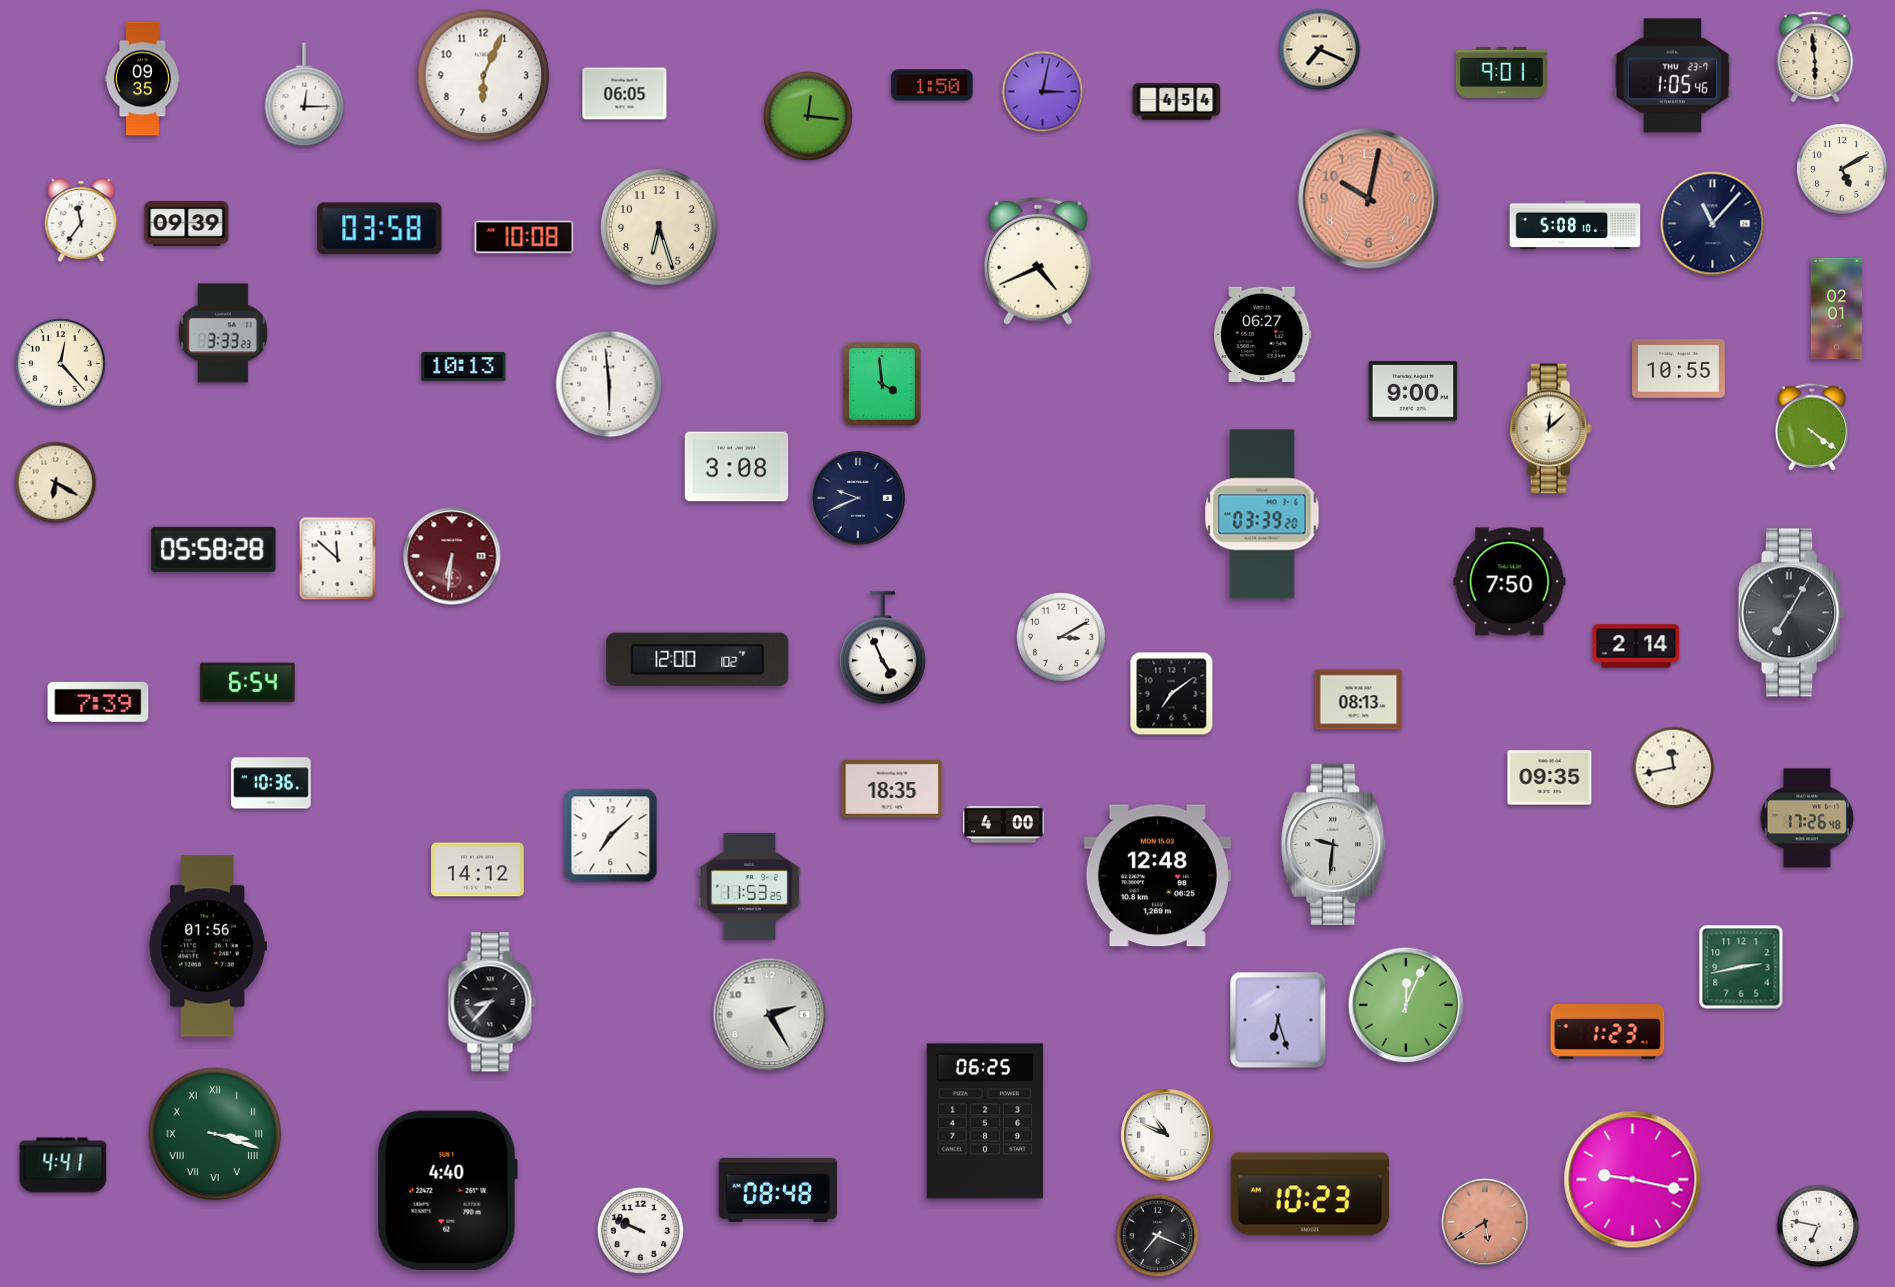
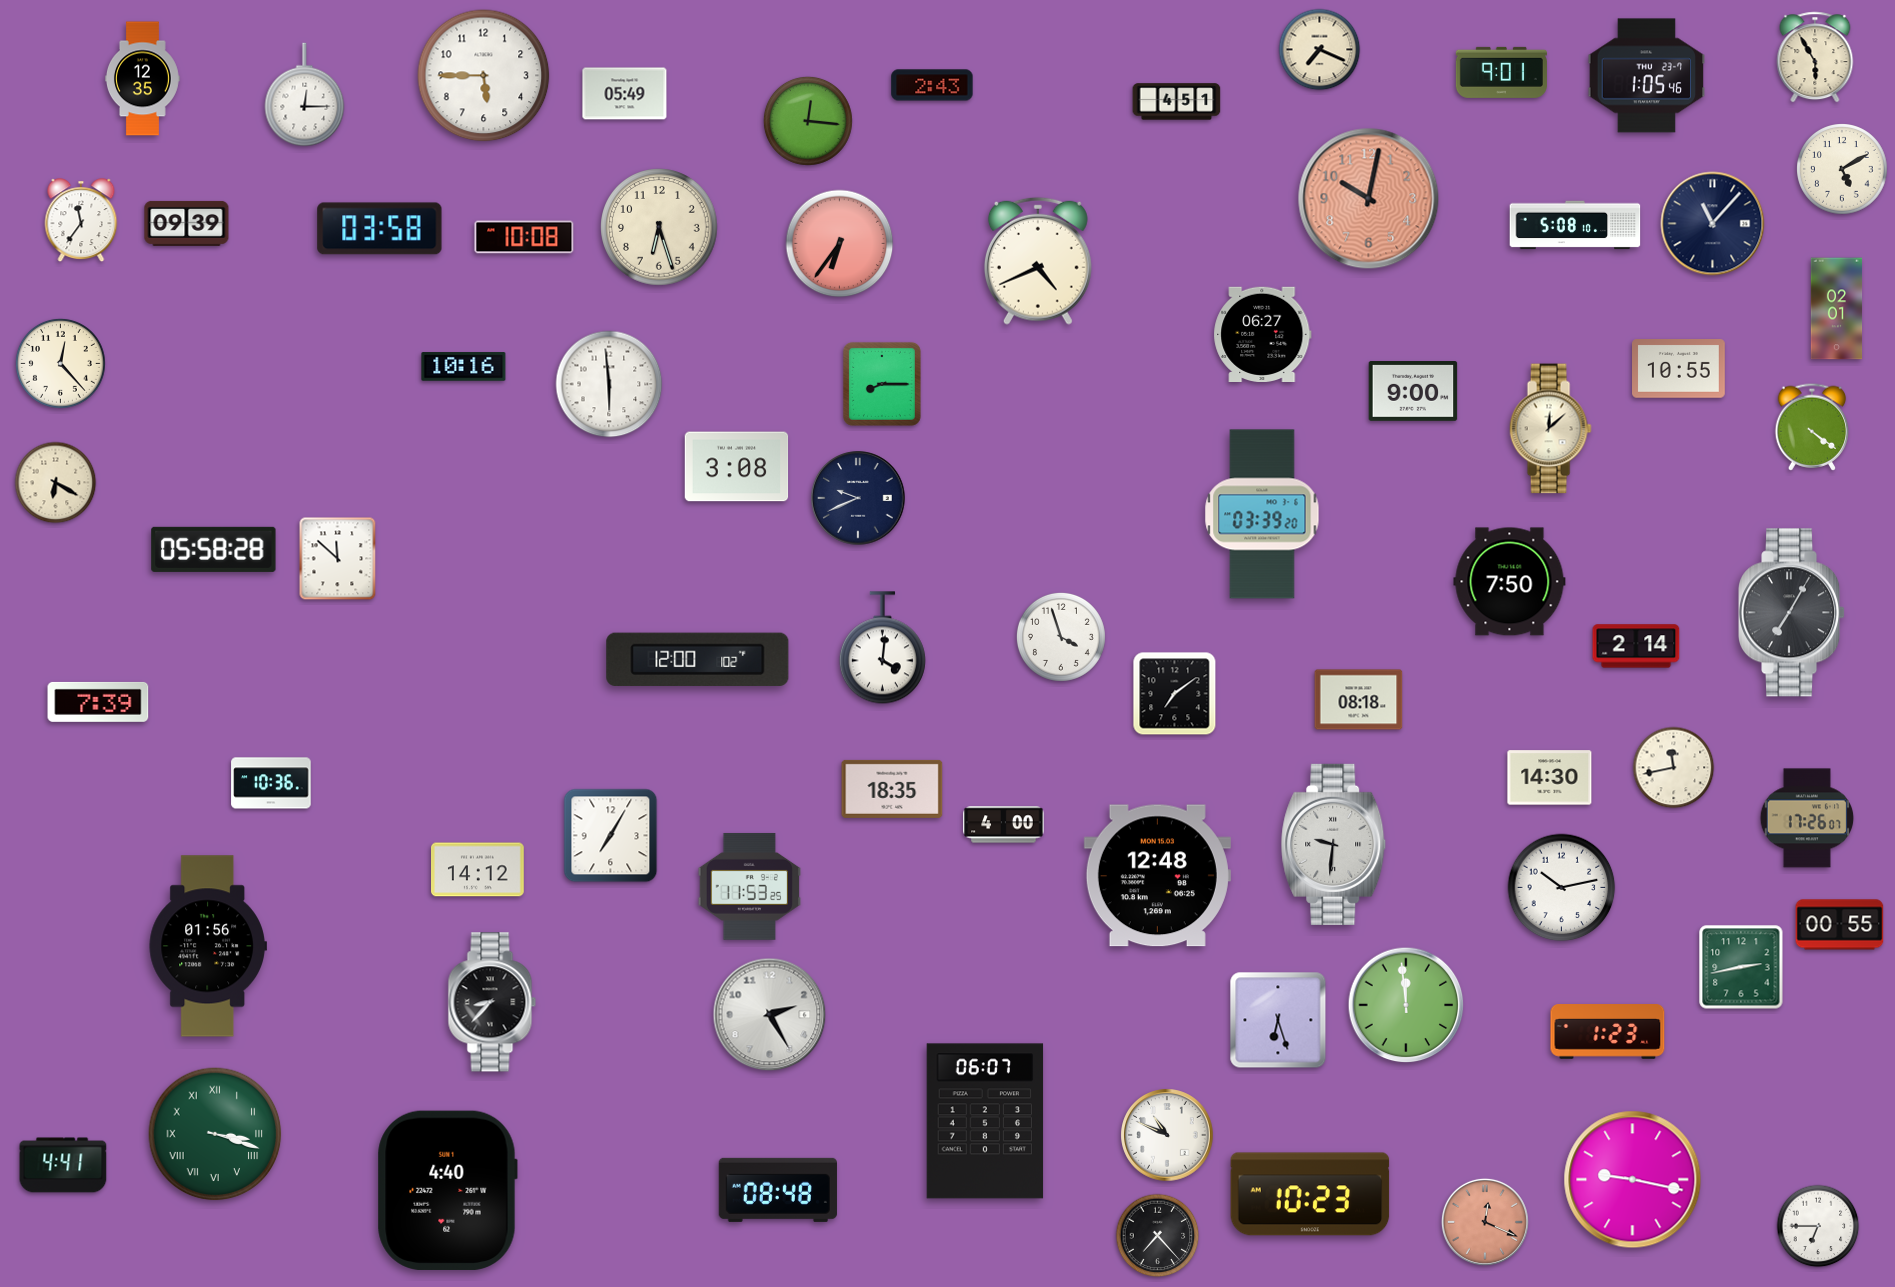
clock at (1815, 57): 5:59 -> 5:55
clock at (484, 76): 6:04 -> 5:45
clock at (1673, 76) position: (1673, 76) -> (1647, 76)
clock at (142, 79): 09:35 -> 12:35
clock at (932, 85): 1:50 -> 2:43
clock at (1043, 92): 3:02 -> none
clock at (625, 94): 06:05 -> 05:49
clock at (1177, 102): 4:54 -> 4:51
clock at (808, 116) position: (808, 116) -> (808, 121)
clock at (840, 244): none -> 6:36
clock at (223, 333): 3:33 -> none
clock at (464, 367): 10:13 -> 10:16
clock at (882, 384): 3:59 -> 8:15
clock at (452, 556): 6:31 -> none
clock at (1061, 637): 3:10 -> 3:57
clock at (882, 648): 4:56 -> 4:01
clock at (248, 683): 6:54 -> none
clock at (1172, 694) position: (1172, 694) -> (1175, 694)
clock at (1359, 700): 08:13 -> 08:18
clock at (1550, 778): 09:35 -> 14:30
clock at (1807, 818): 17:26:48 -> 17:26:07
clock at (611, 836): 7:08 -> 7:05
clock at (1562, 888): none -> 10:13
clock at (1840, 925): none -> 00:55
clock at (1406, 1005): 12:04 -> 11:59
clock at (985, 1121): 06:25 -> 06:07
clock at (1485, 1222): 5:40 -> 12:19
clock at (1818, 1226): 6:47 -> 6:45
clock at (640, 1230): 9:49 -> none
clock at (1158, 1236): 7:19 -> 7:23
